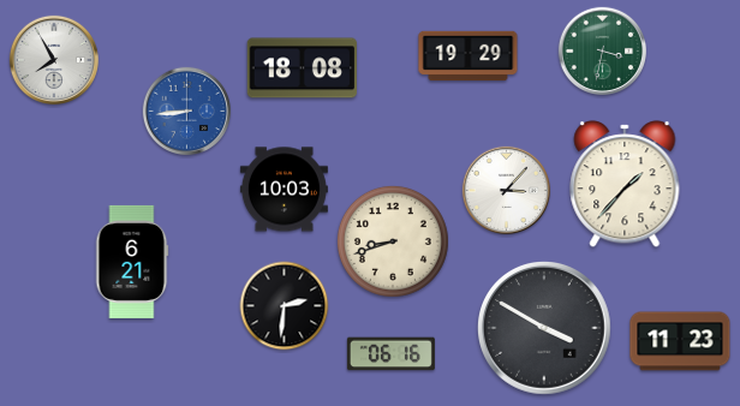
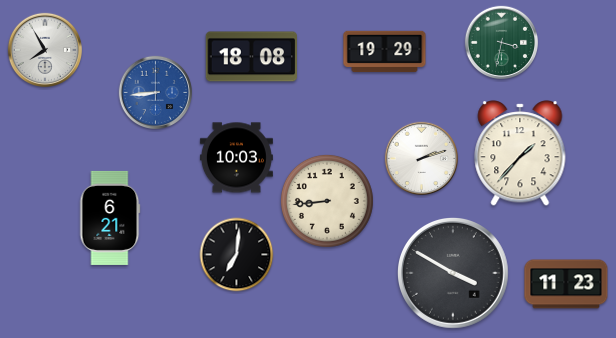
clock at (469, 56) position: (469, 56) -> (385, 52)
clock at (506, 190): 3:07 -> 2:12
clock at (393, 241): 8:42 -> 8:44
clock at (285, 306): 2:31 -> 7:01
clock at (390, 354): 06:16 -> none
